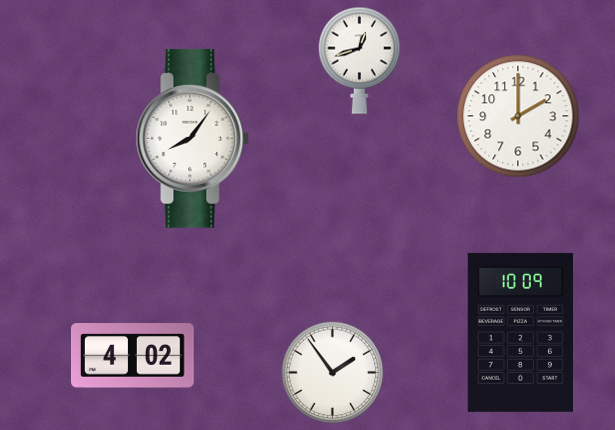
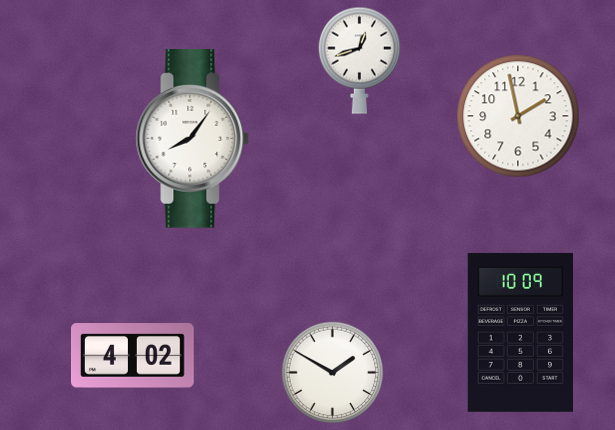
clock at (518, 116): 2:00 -> 1:58
clock at (333, 373): 1:54 -> 1:50
